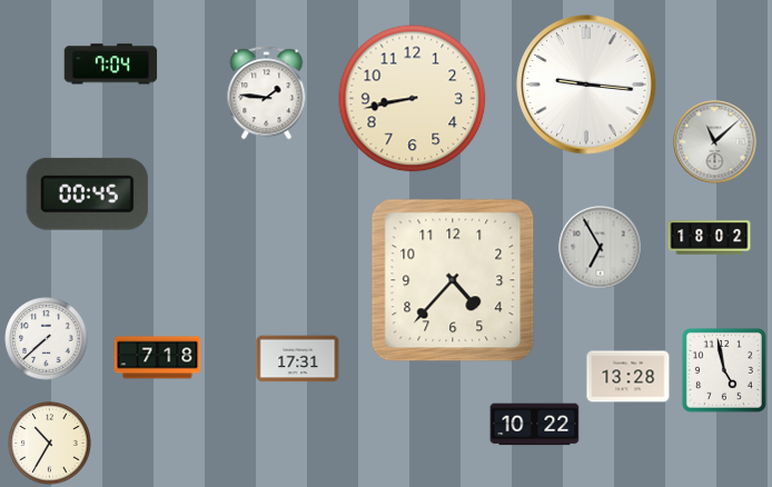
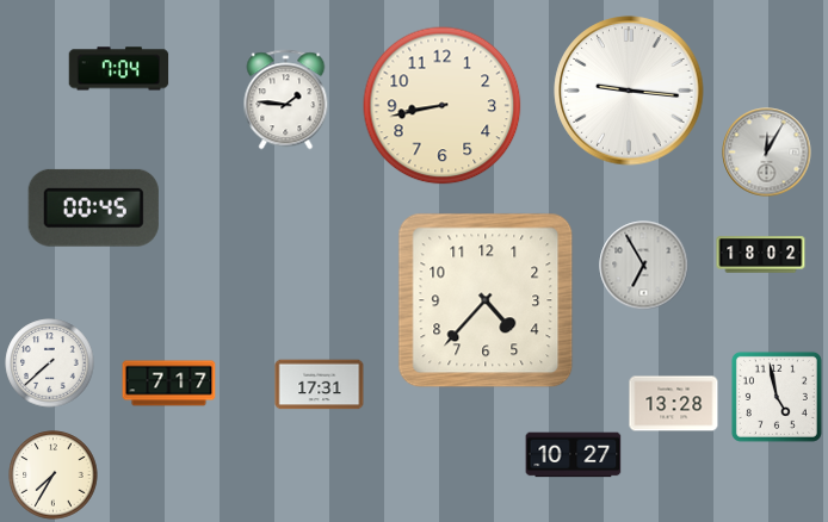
clock at (715, 142): 11:08 -> 12:05
clock at (158, 358): 7:18 -> 7:17
clock at (535, 425): 10:22 -> 10:27
clock at (50, 444): 10:35 -> 7:35
